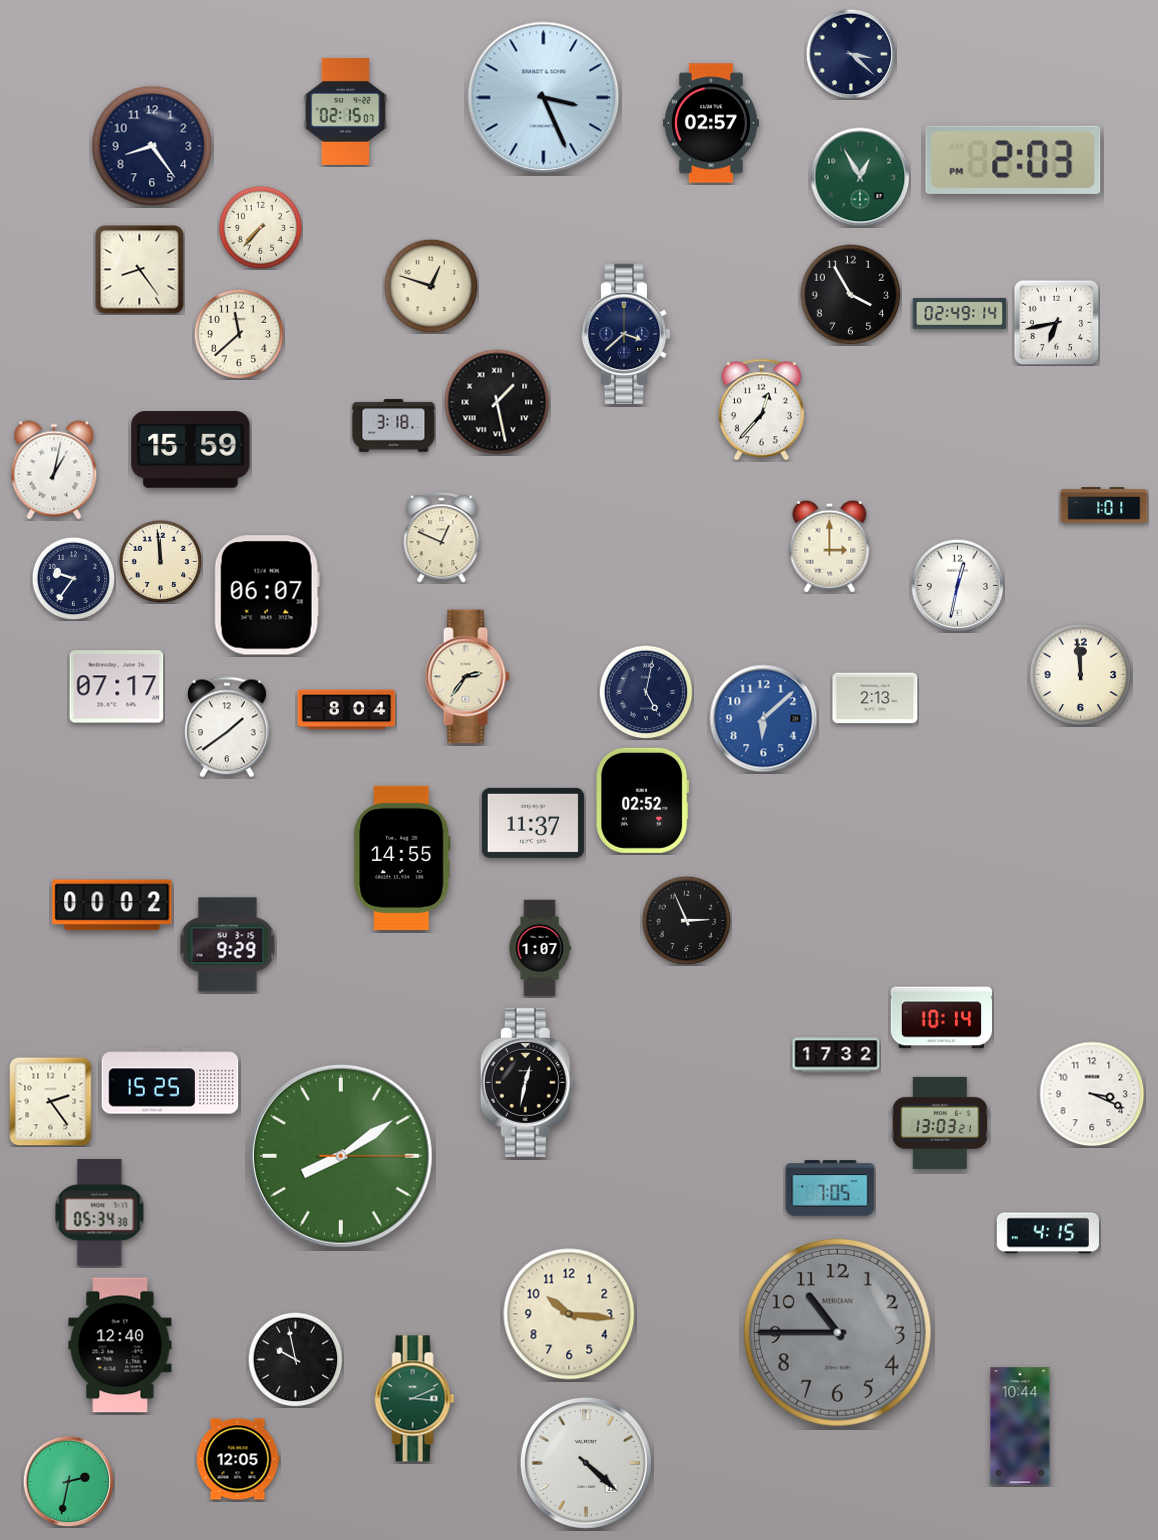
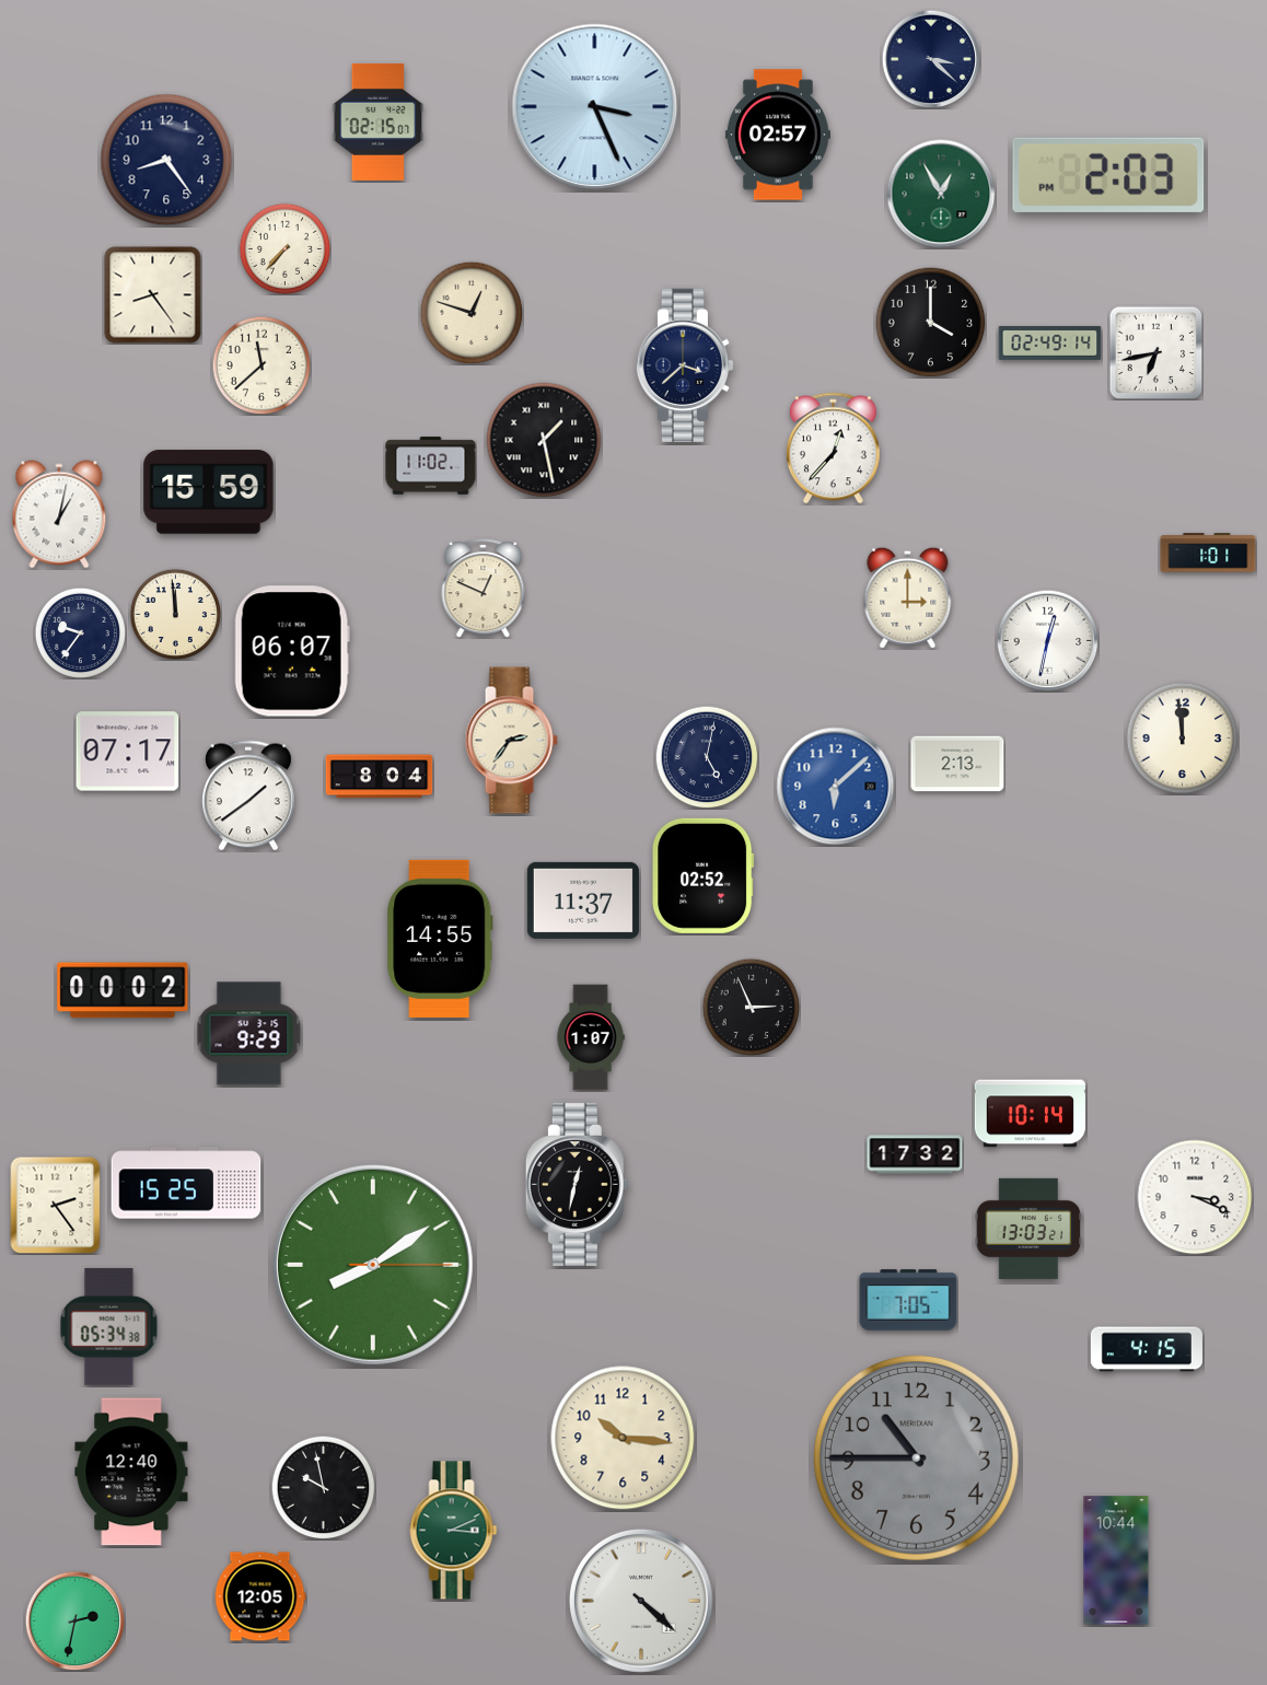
clock at (851, 295): 3:55 -> 4:00
clock at (394, 426): 3:18 -> 11:02
